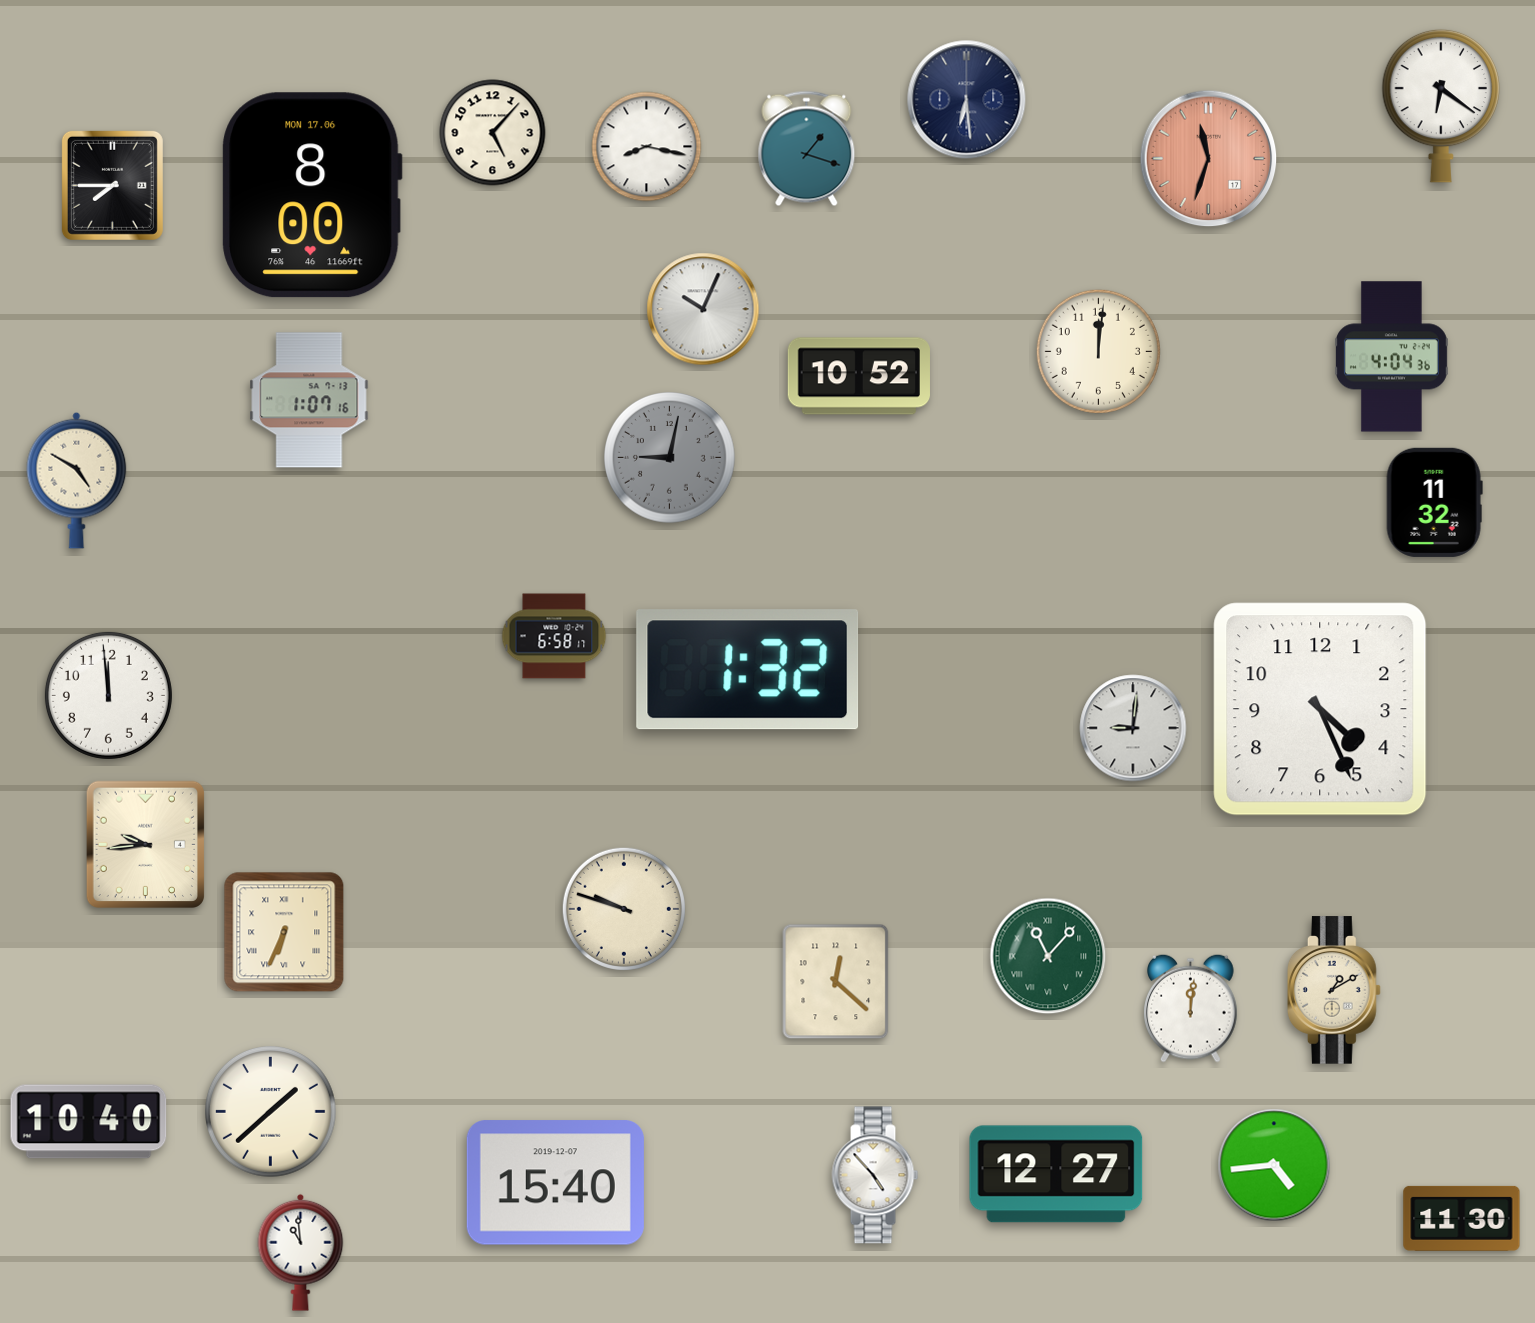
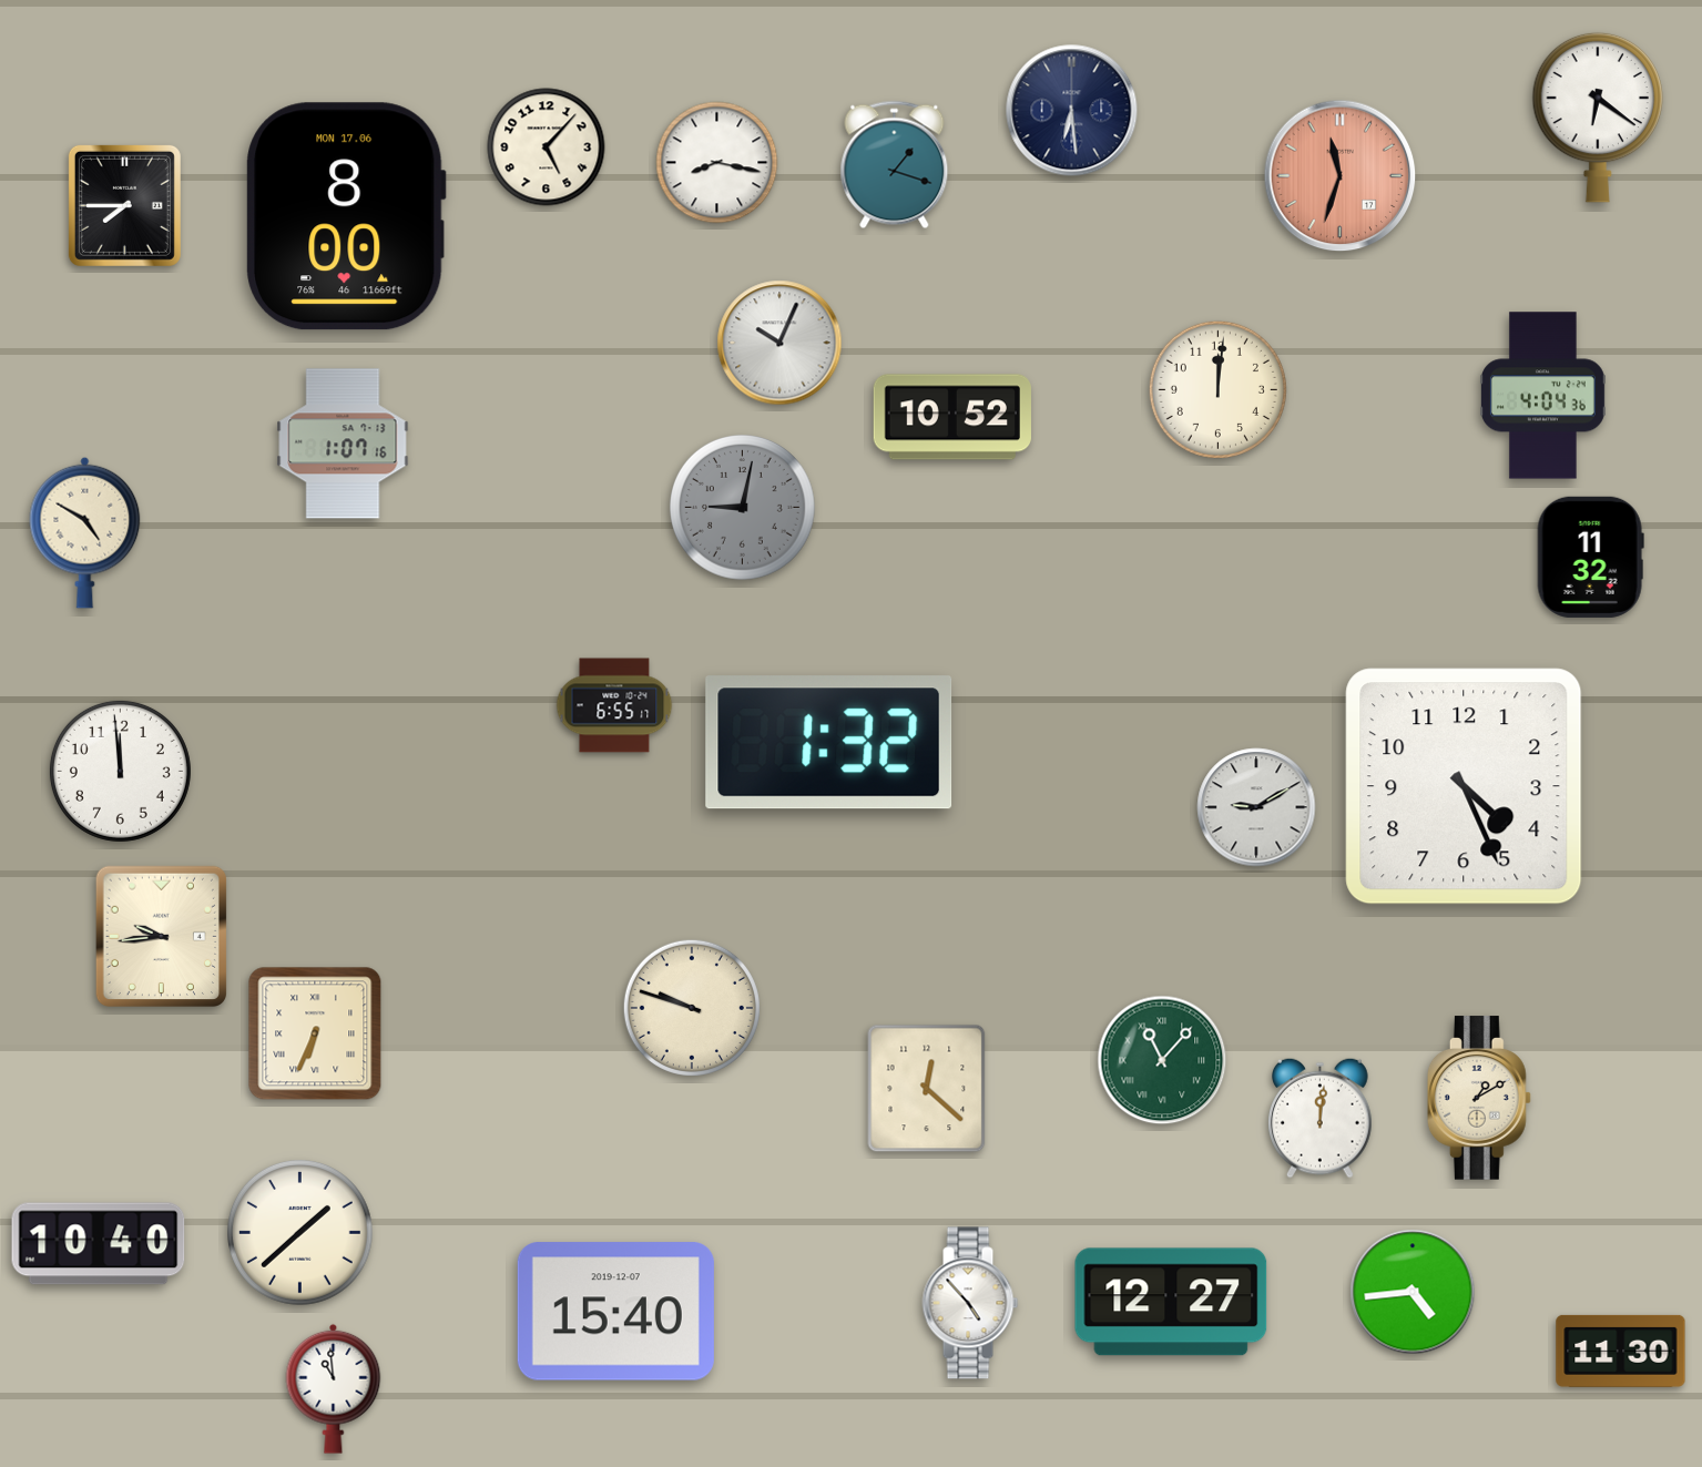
clock at (554, 636): 6:58 -> 6:55
clock at (1133, 728): 9:01 -> 9:10
